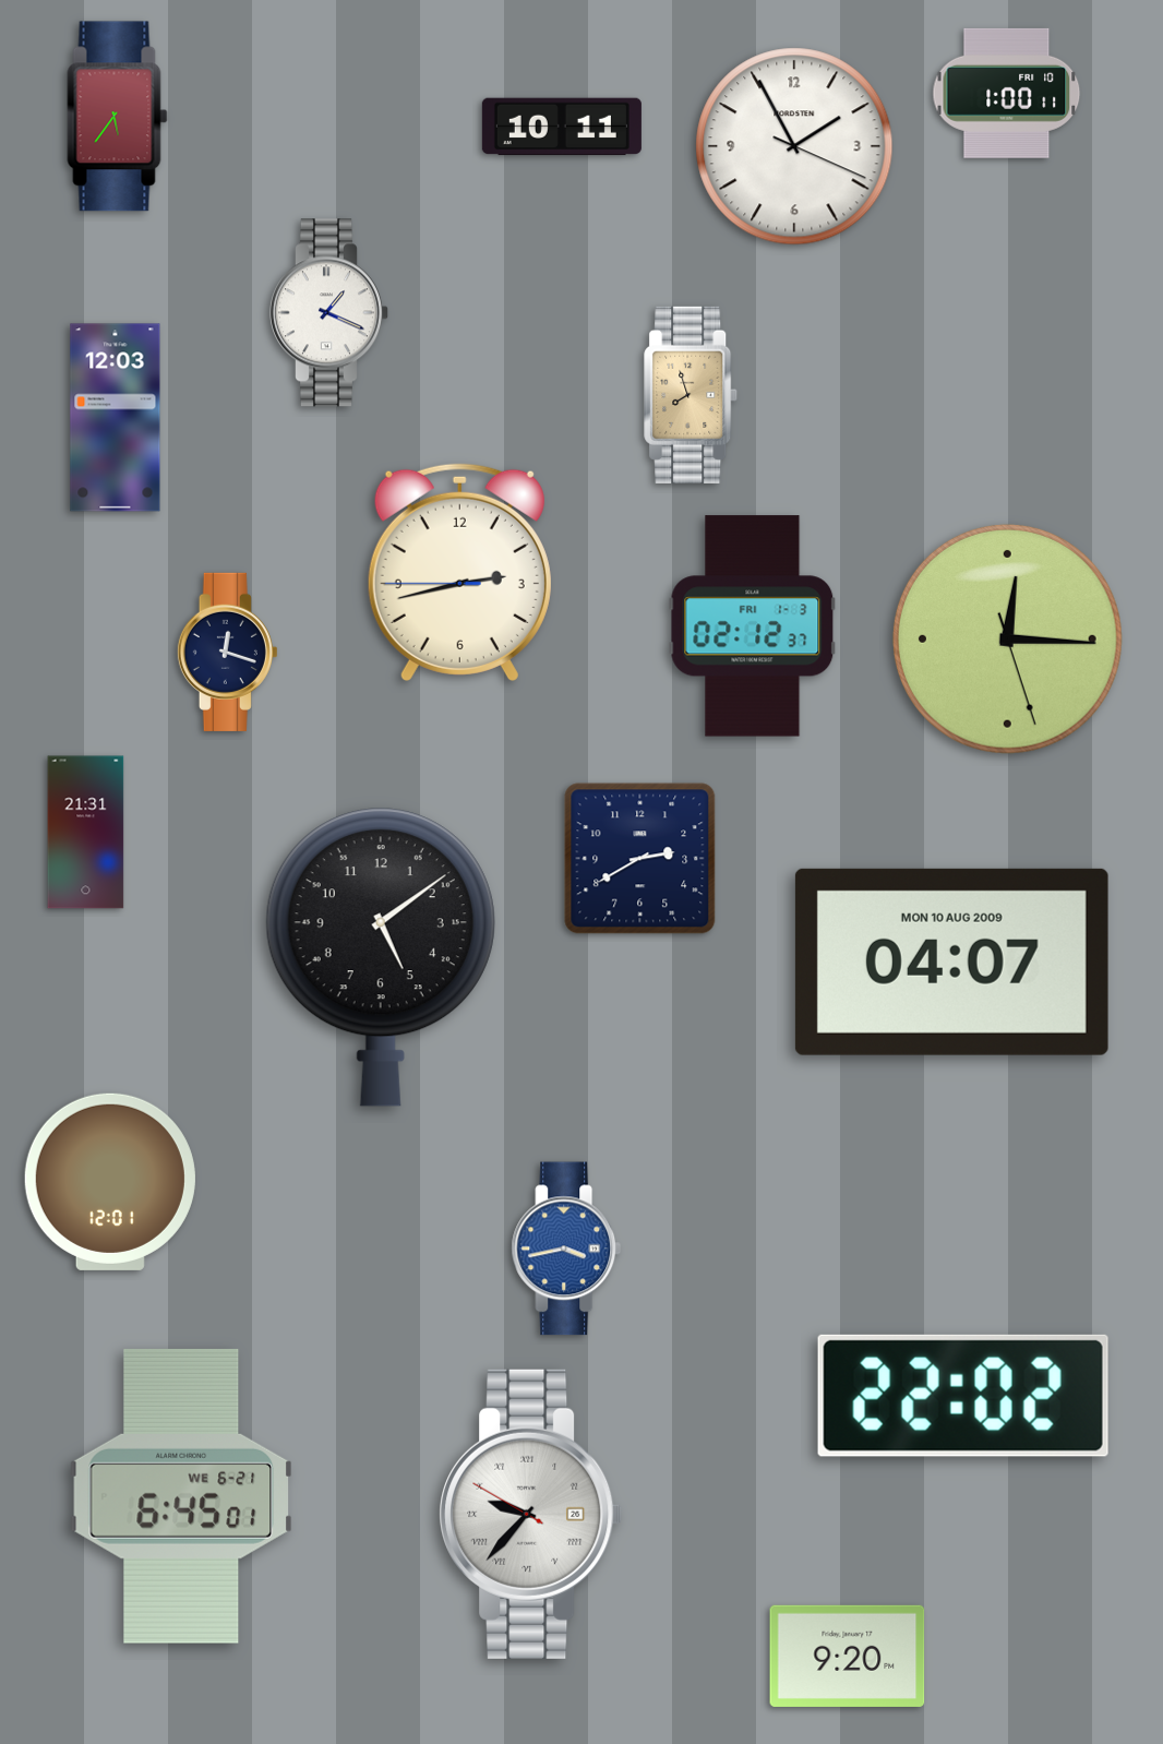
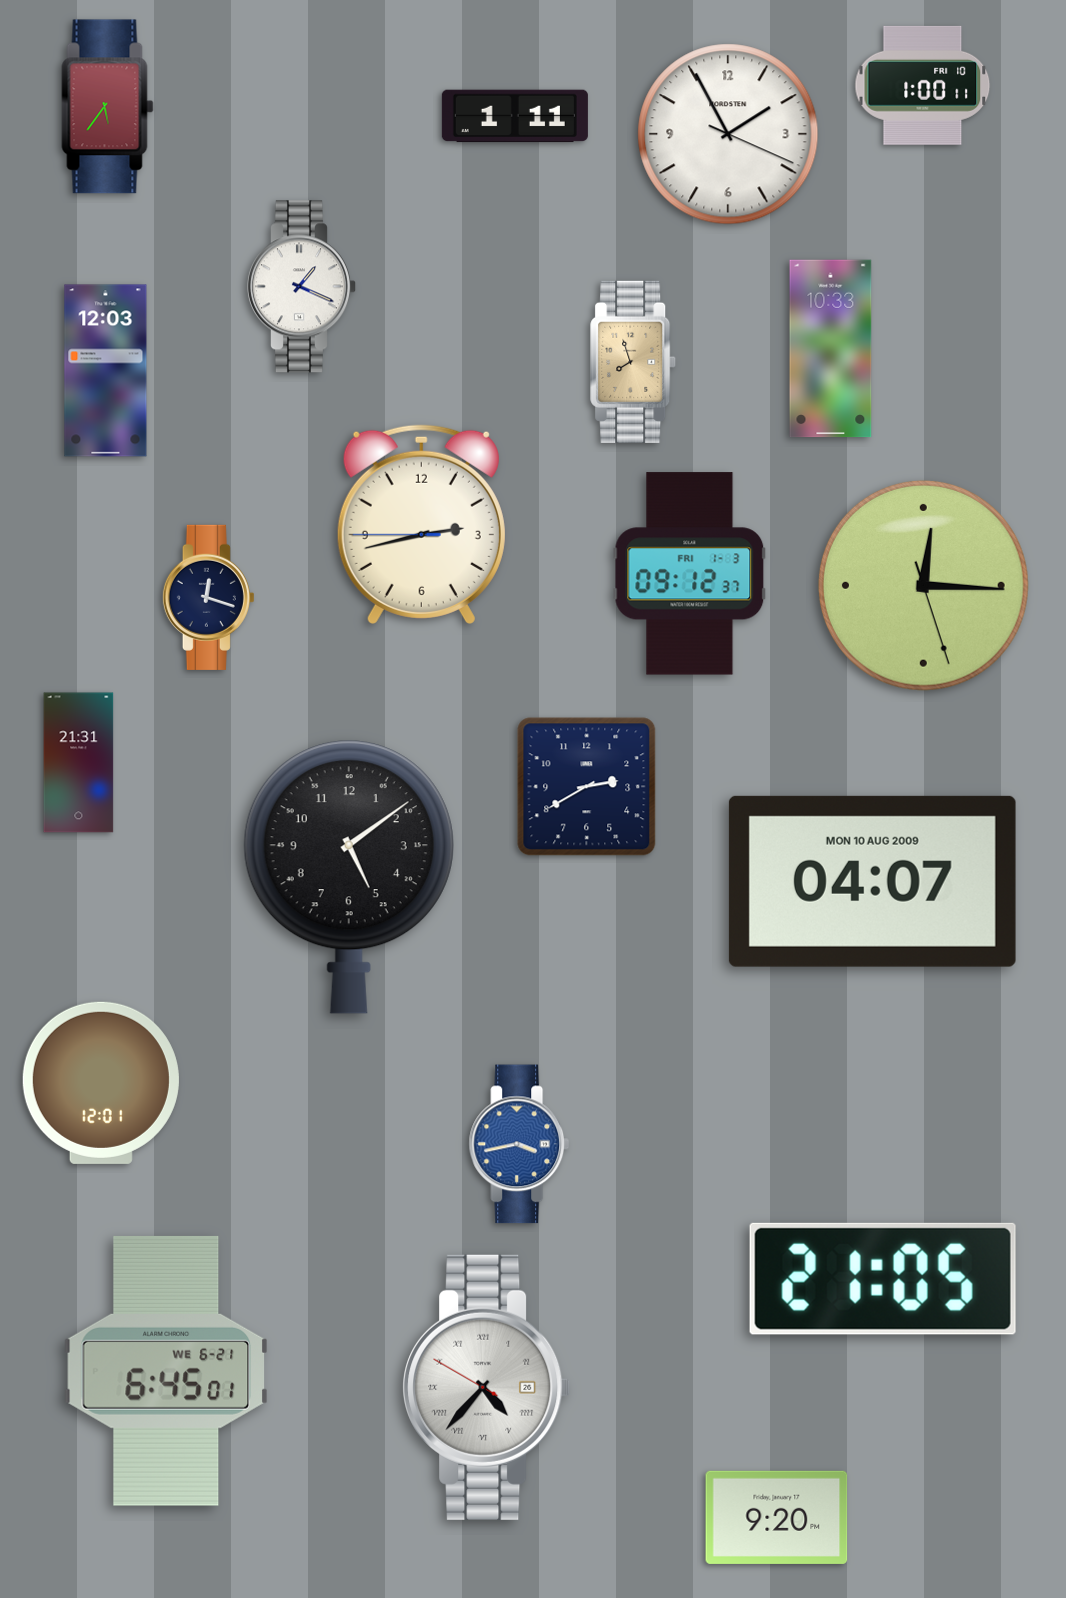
clock at (562, 127): 10:11 -> 1:11
clock at (831, 349): none -> 10:33
clock at (116, 418) position: (116, 418) -> (106, 371)
clock at (753, 626): 02:12 -> 09:12
clock at (963, 1396): 22:02 -> 21:05
clock at (531, 1514): 9:36 -> 4:36
